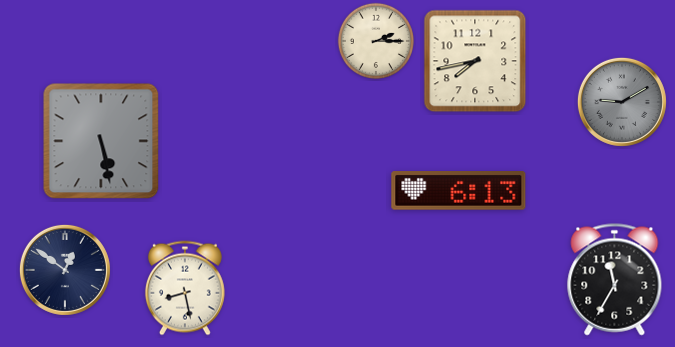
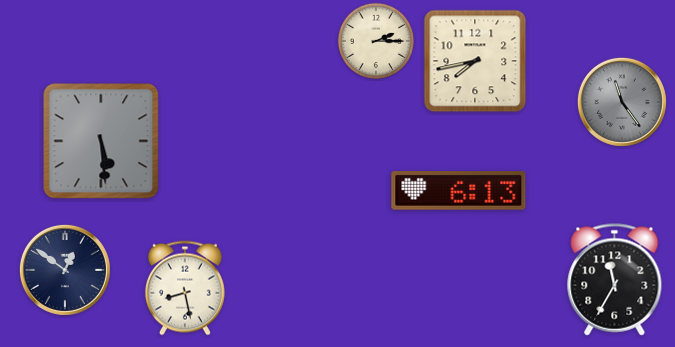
clock at (622, 102): 9:10 -> 11:24
clock at (101, 141): 5:28 -> 5:29
